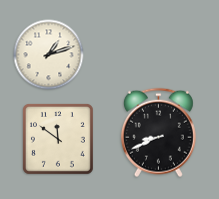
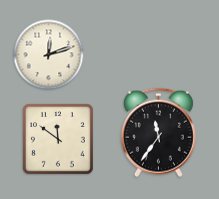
clock at (49, 55): 1:12 -> 12:12
clock at (158, 133): 8:41 -> 11:36
